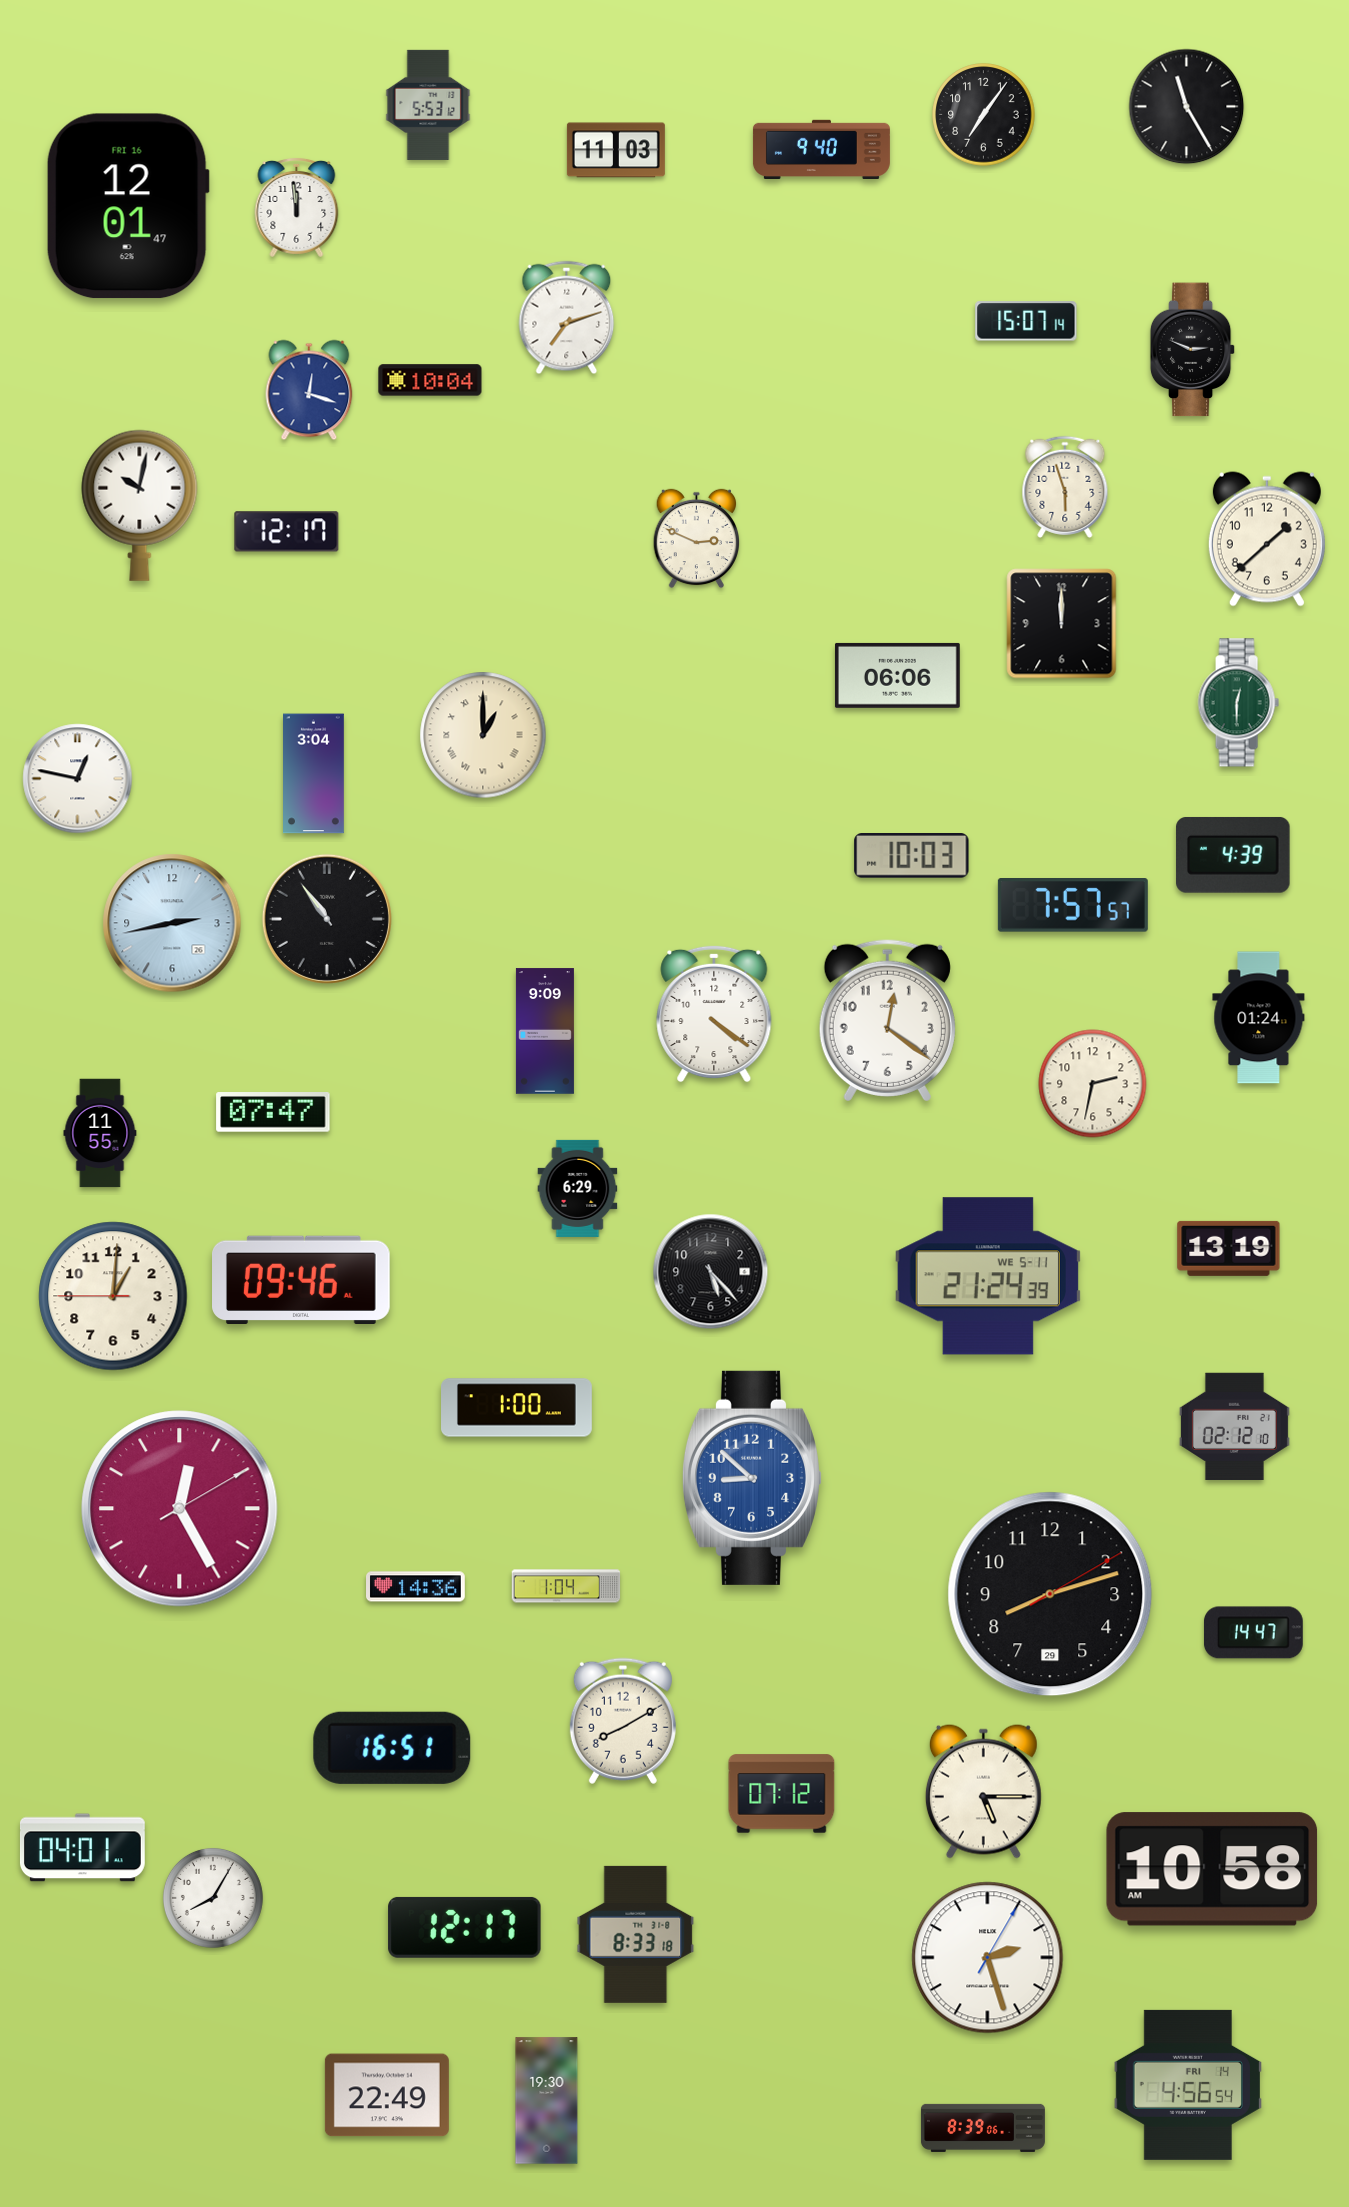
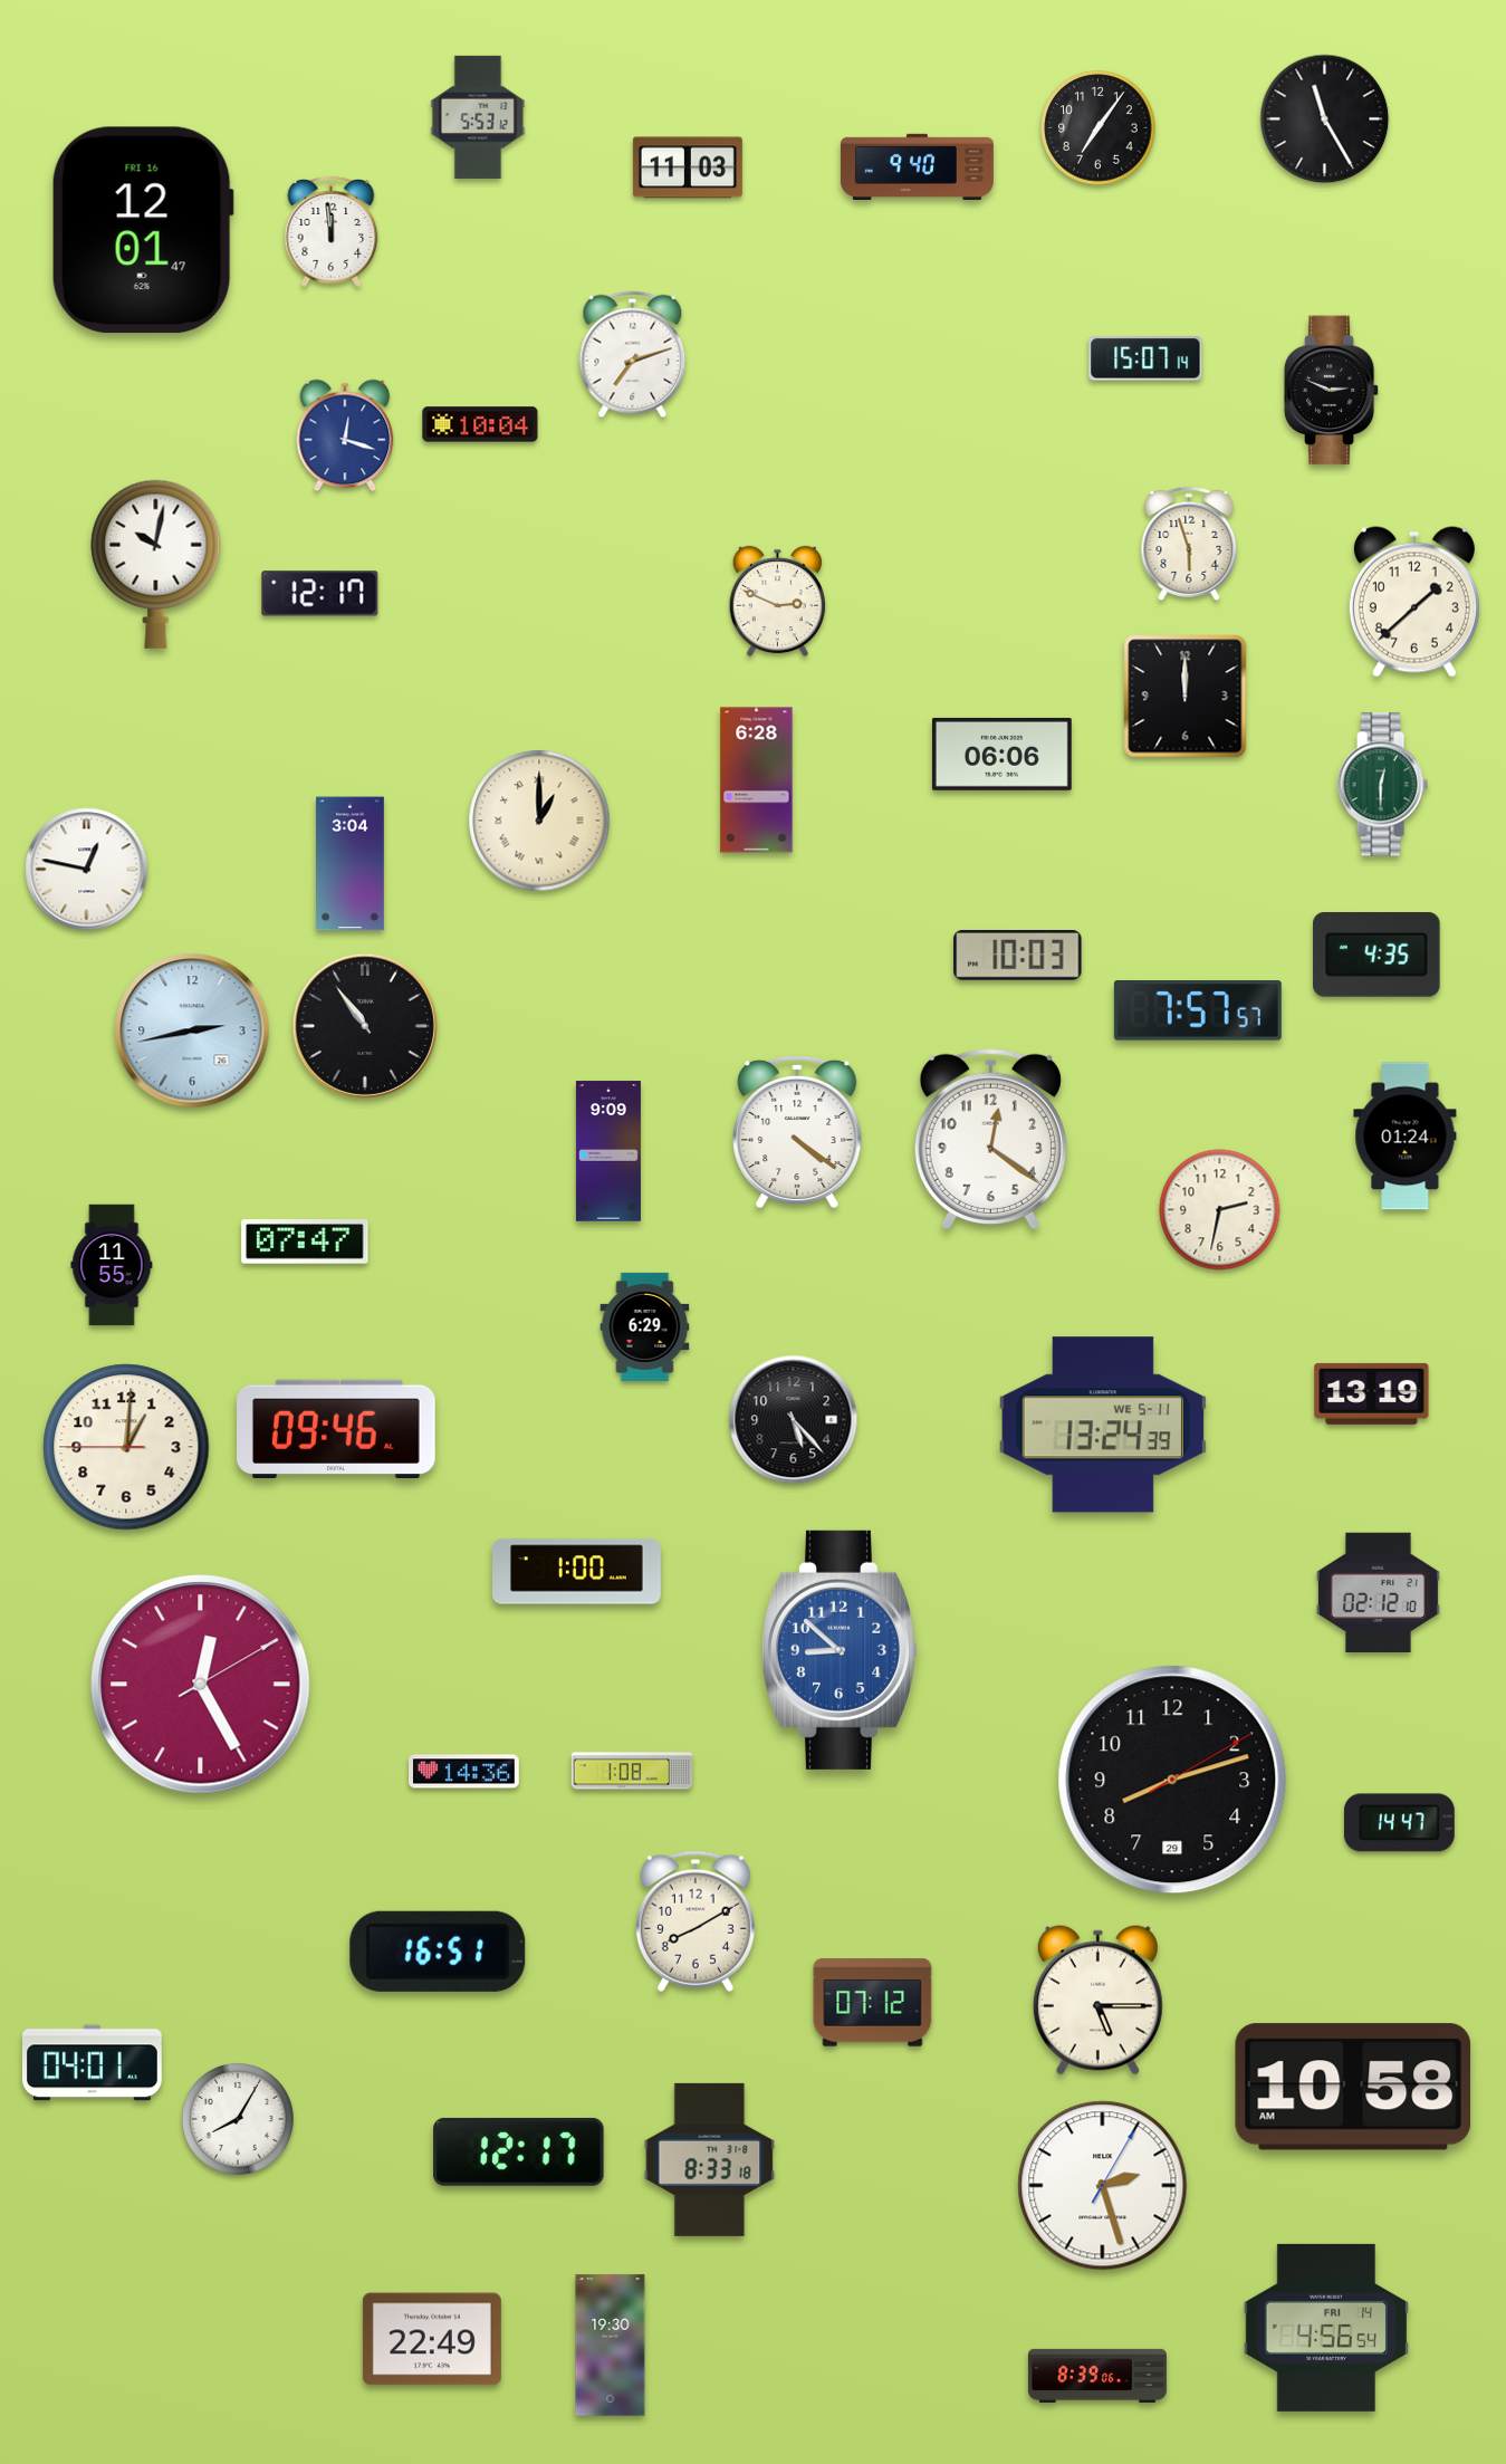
clock at (757, 780): none -> 6:28
clock at (1233, 855): 4:39 -> 4:35
clock at (988, 1276): 21:24 -> 13:24
clock at (566, 1586): 1:04 -> 1:08
